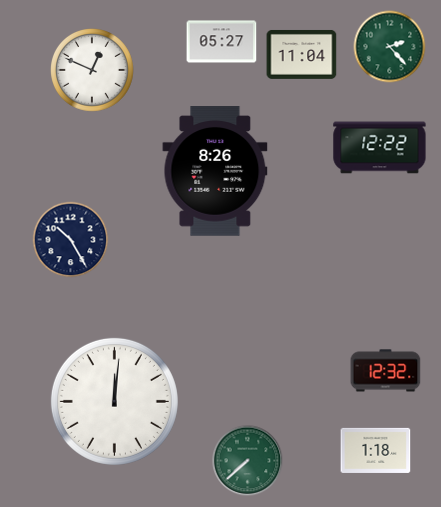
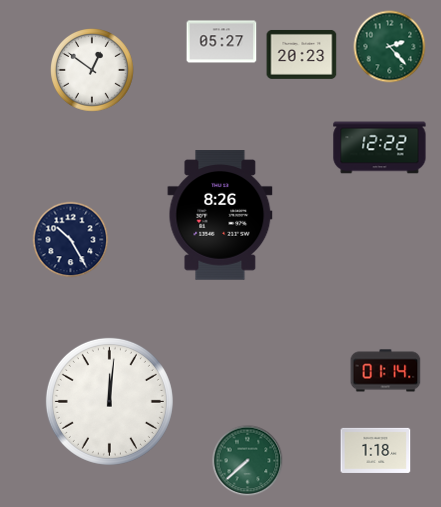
clock at (302, 54): 11:04 -> 20:23
clock at (93, 71): 12:49 -> 12:51
clock at (215, 171) position: (215, 171) -> (220, 215)
clock at (386, 371): 12:32 -> 01:14
clock at (114, 401) position: (114, 401) -> (109, 401)
